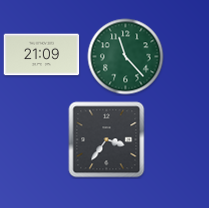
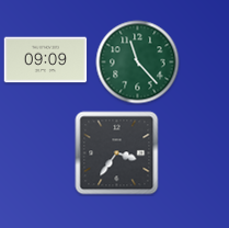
clock at (42, 55): 21:09 -> 09:09
